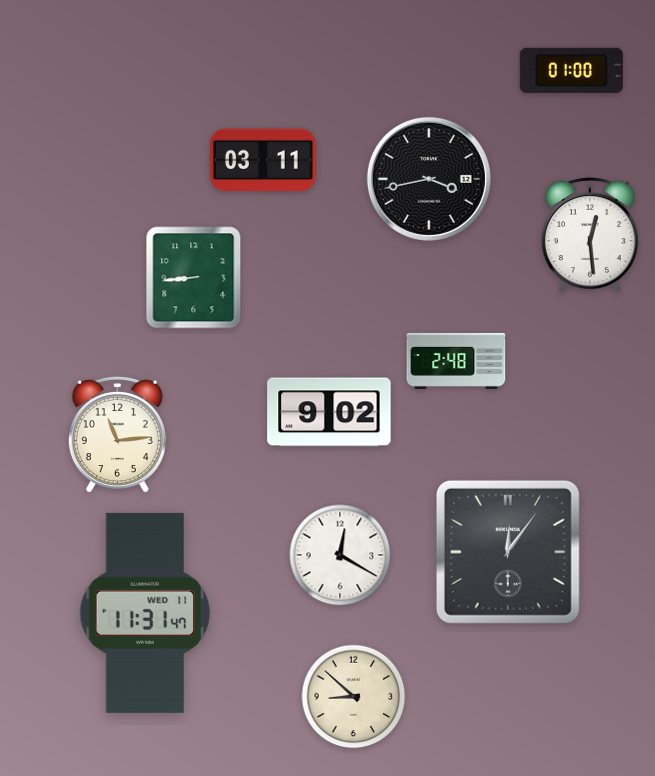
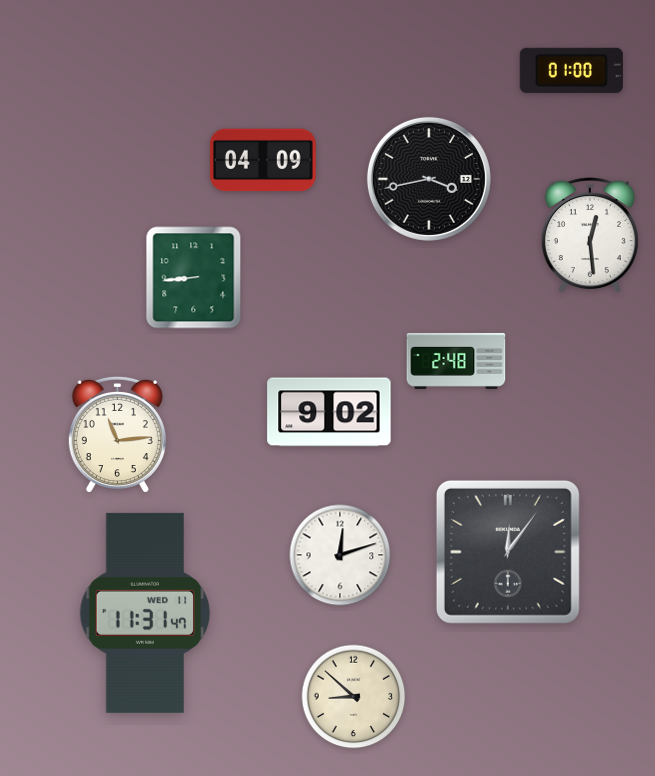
clock at (264, 160): 03:11 -> 04:09
clock at (340, 555): 12:20 -> 12:12
